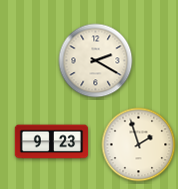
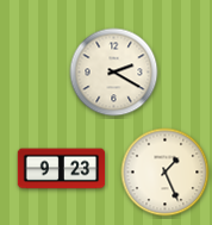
clock at (139, 145): 1:57 -> 1:26
